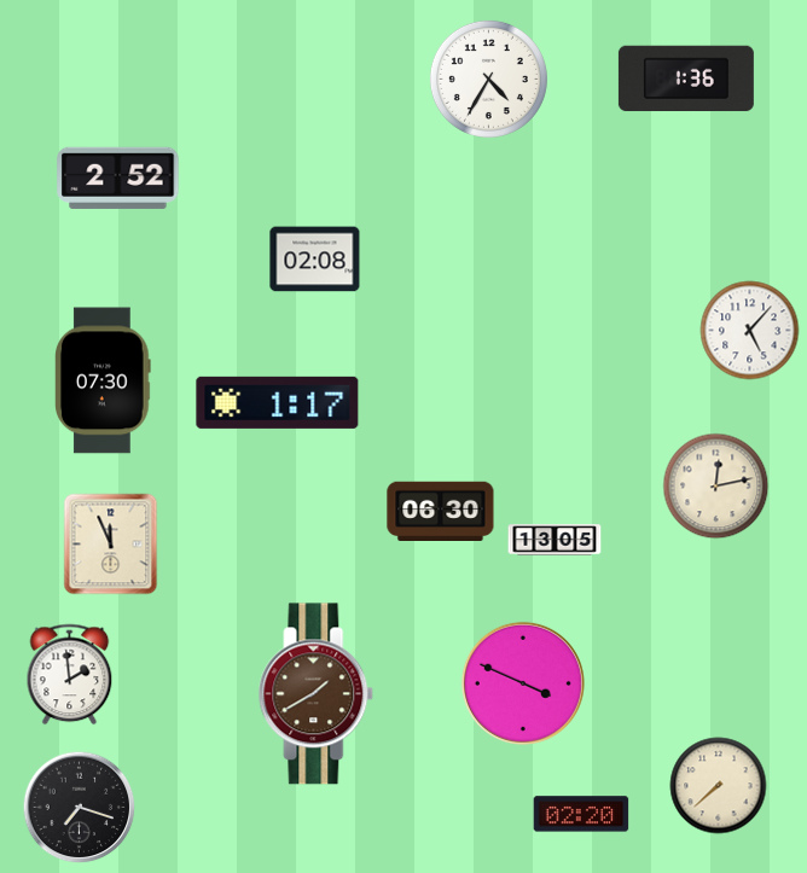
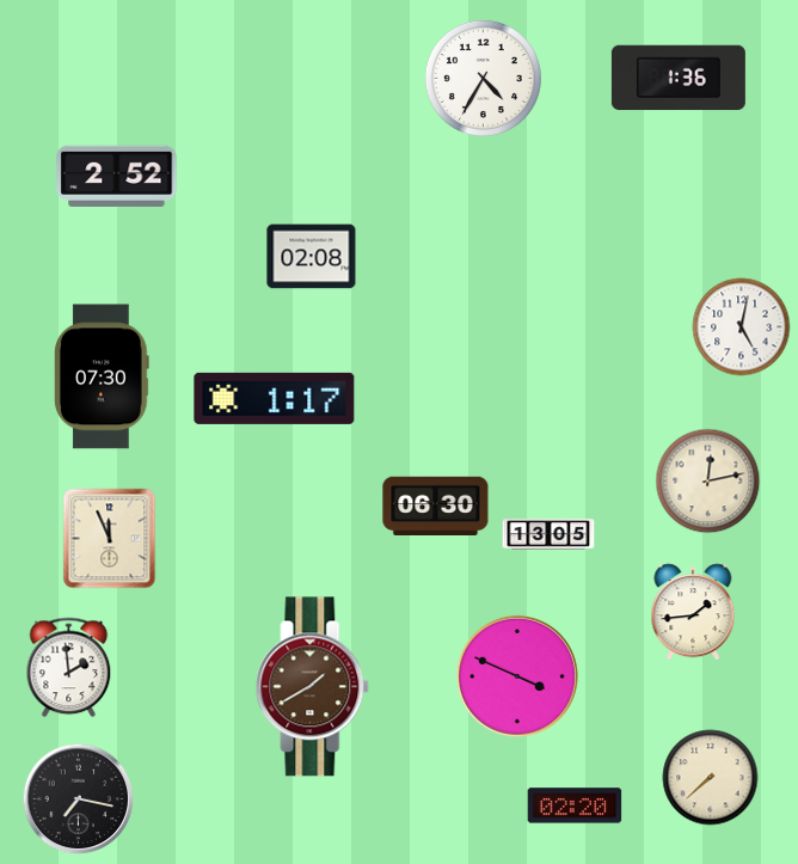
clock at (750, 331): 5:07 -> 5:02
clock at (693, 612): none -> 1:44
clock at (80, 808): 7:18 -> 7:17
